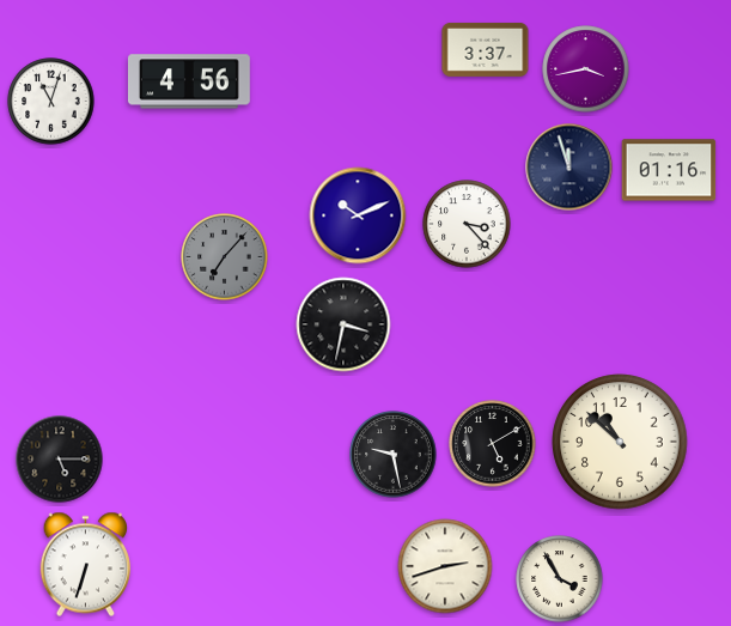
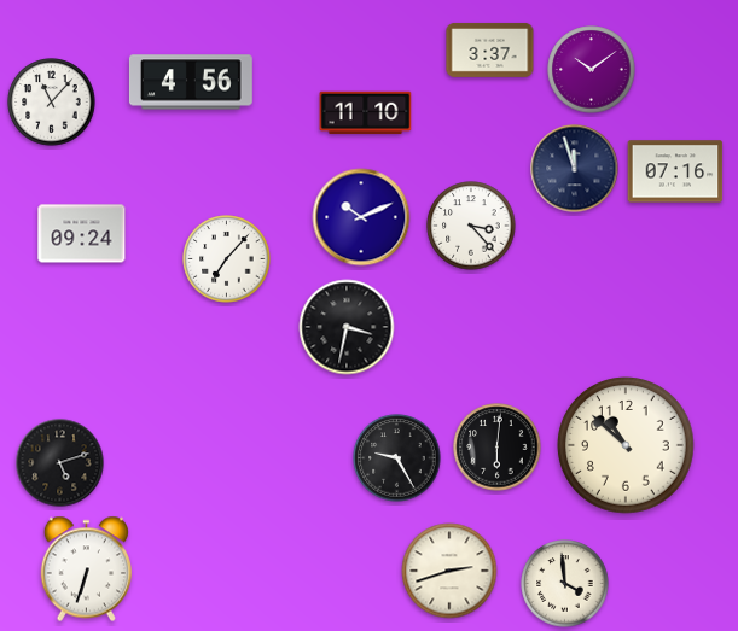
clock at (586, 69): 3:43 -> 10:09
clock at (51, 102): 11:03 -> 11:07
clock at (366, 113): none -> 11:10
clock at (669, 170): 01:16 -> 07:16
clock at (82, 234): none -> 09:24
clock at (225, 257) dial: grey -> white
clock at (493, 444): 5:10 -> 6:01
clock at (394, 455): 9:28 -> 9:25
clock at (60, 460): 5:15 -> 5:12
clock at (560, 579): 3:55 -> 3:59
